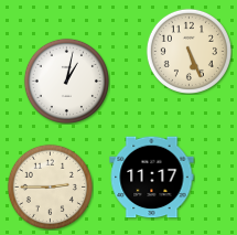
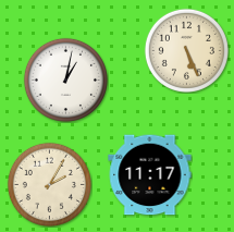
clock at (50, 186): 2:45 -> 2:05
